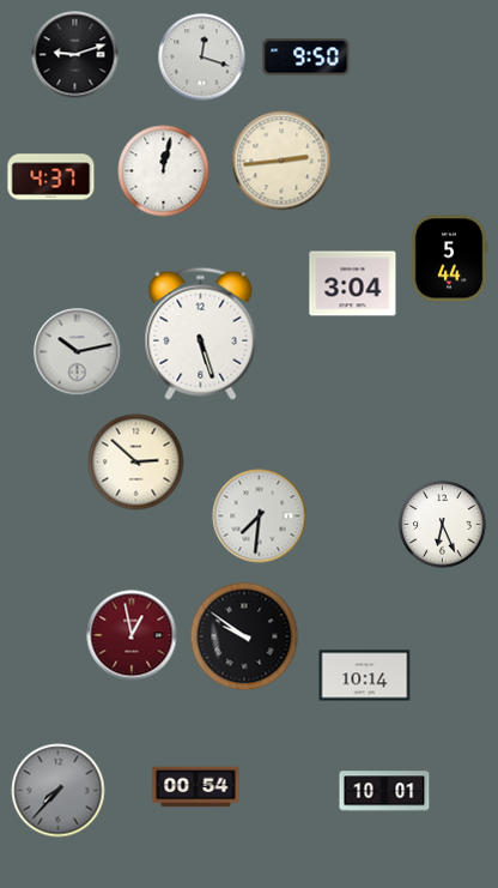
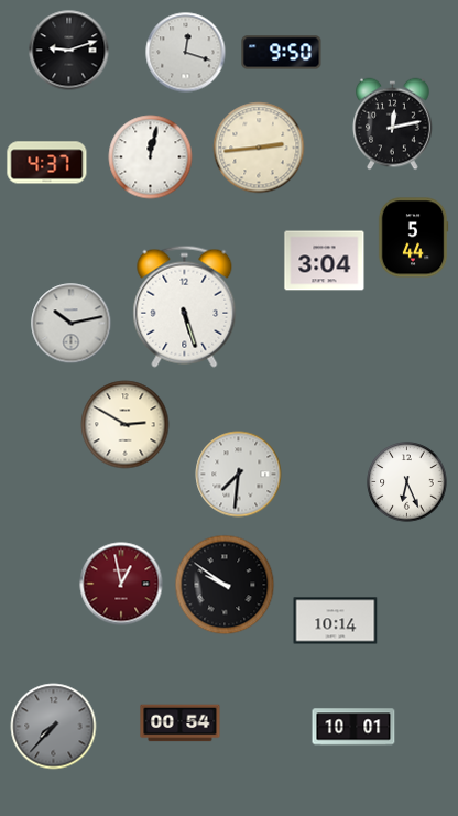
clock at (393, 124): none -> 12:13
clock at (136, 463): 2:52 -> 2:50
